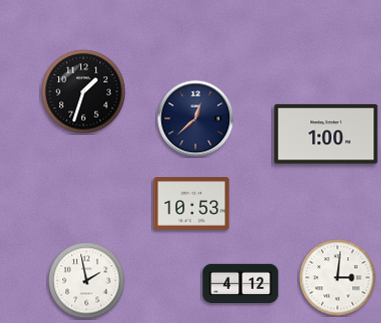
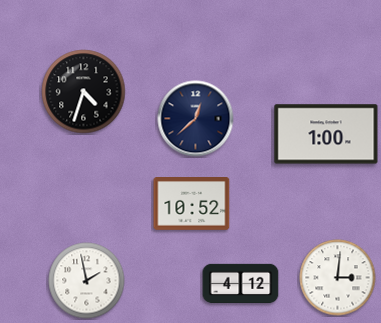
clock at (84, 92): 1:33 -> 4:33
clock at (192, 204): 10:53 -> 10:52
